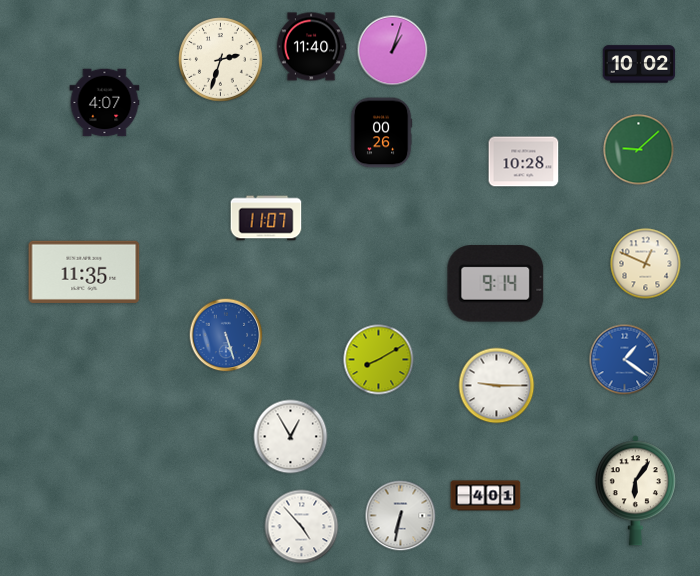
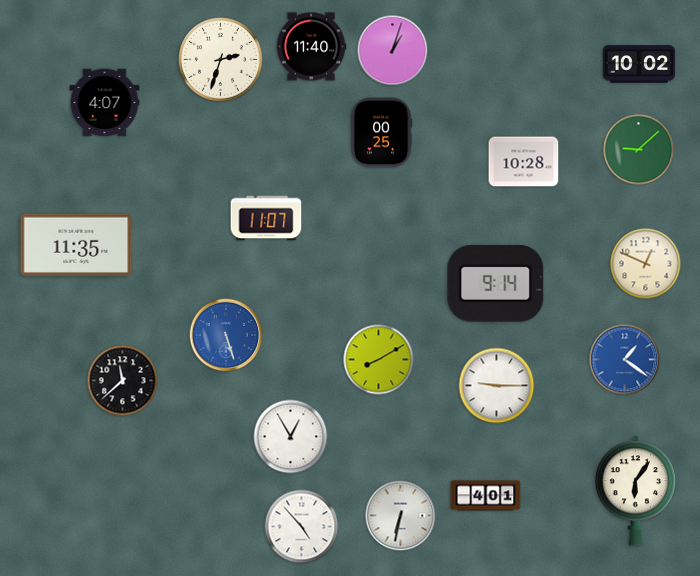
clock at (381, 133): 00:26 -> 00:25
clock at (84, 272) position: (84, 272) -> (76, 245)
clock at (123, 381): none -> 11:38
